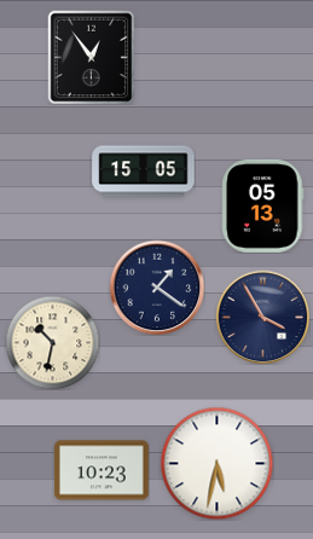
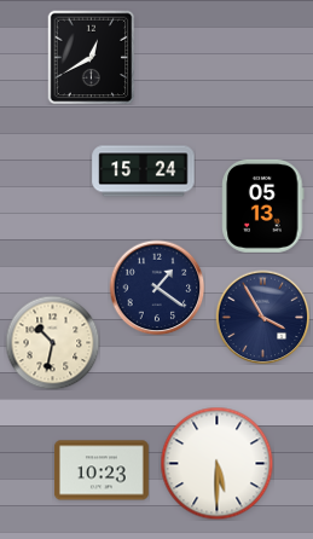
clock at (92, 57): 12:54 -> 12:40
clock at (144, 172): 15:05 -> 15:24
clock at (216, 463): 5:32 -> 5:30
